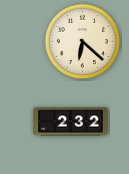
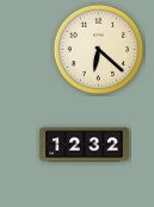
clock at (71, 122): 2:32 -> 12:32
